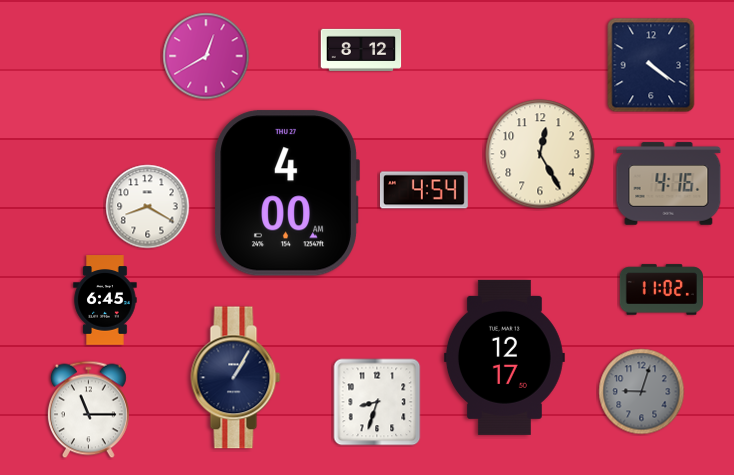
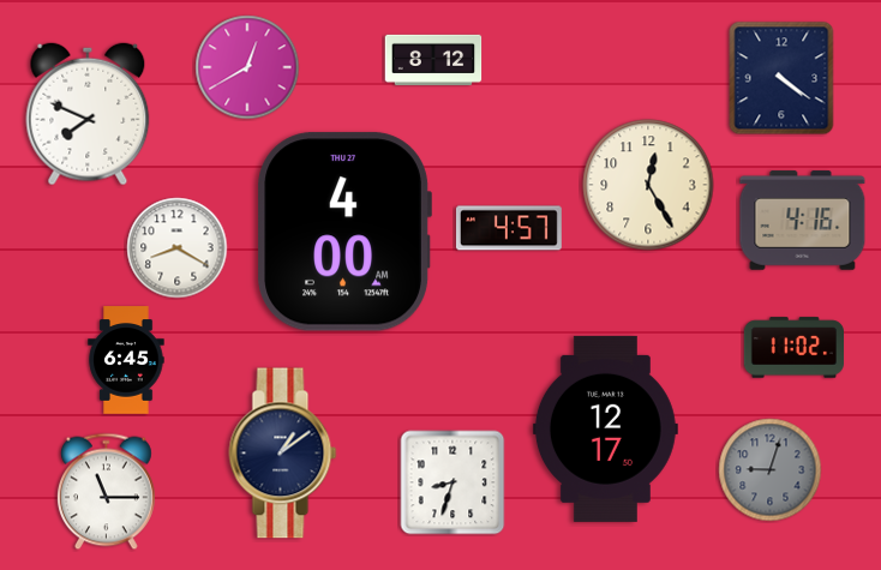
clock at (88, 114): none -> 7:49
clock at (424, 190): 4:54 -> 4:57
clock at (236, 378): 1:05 -> 1:09
